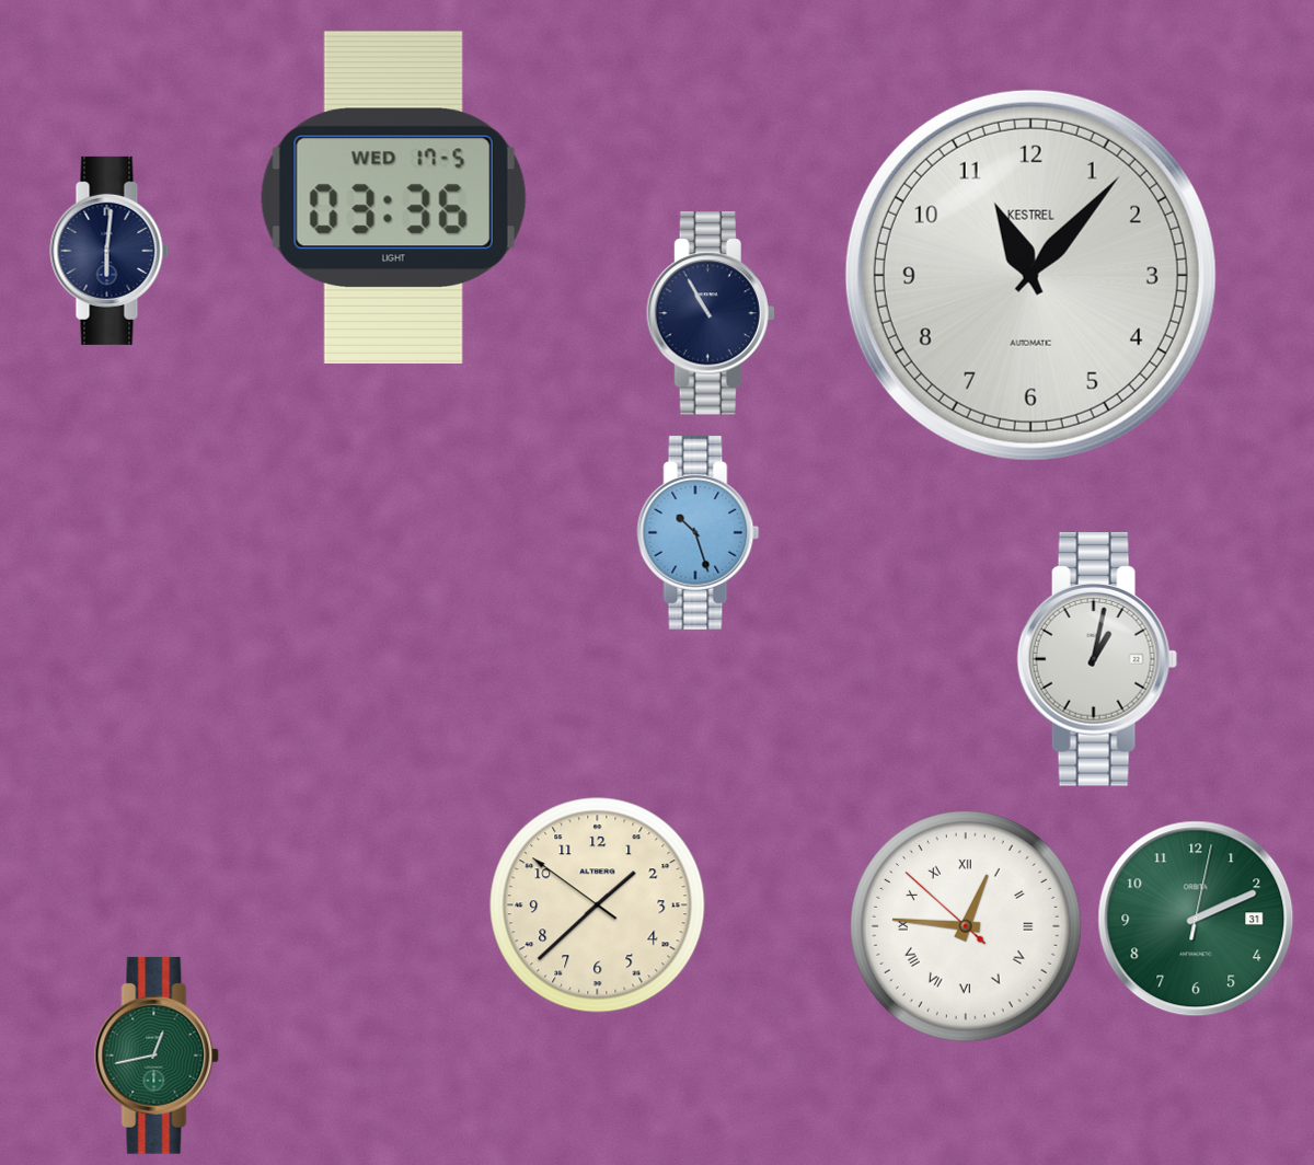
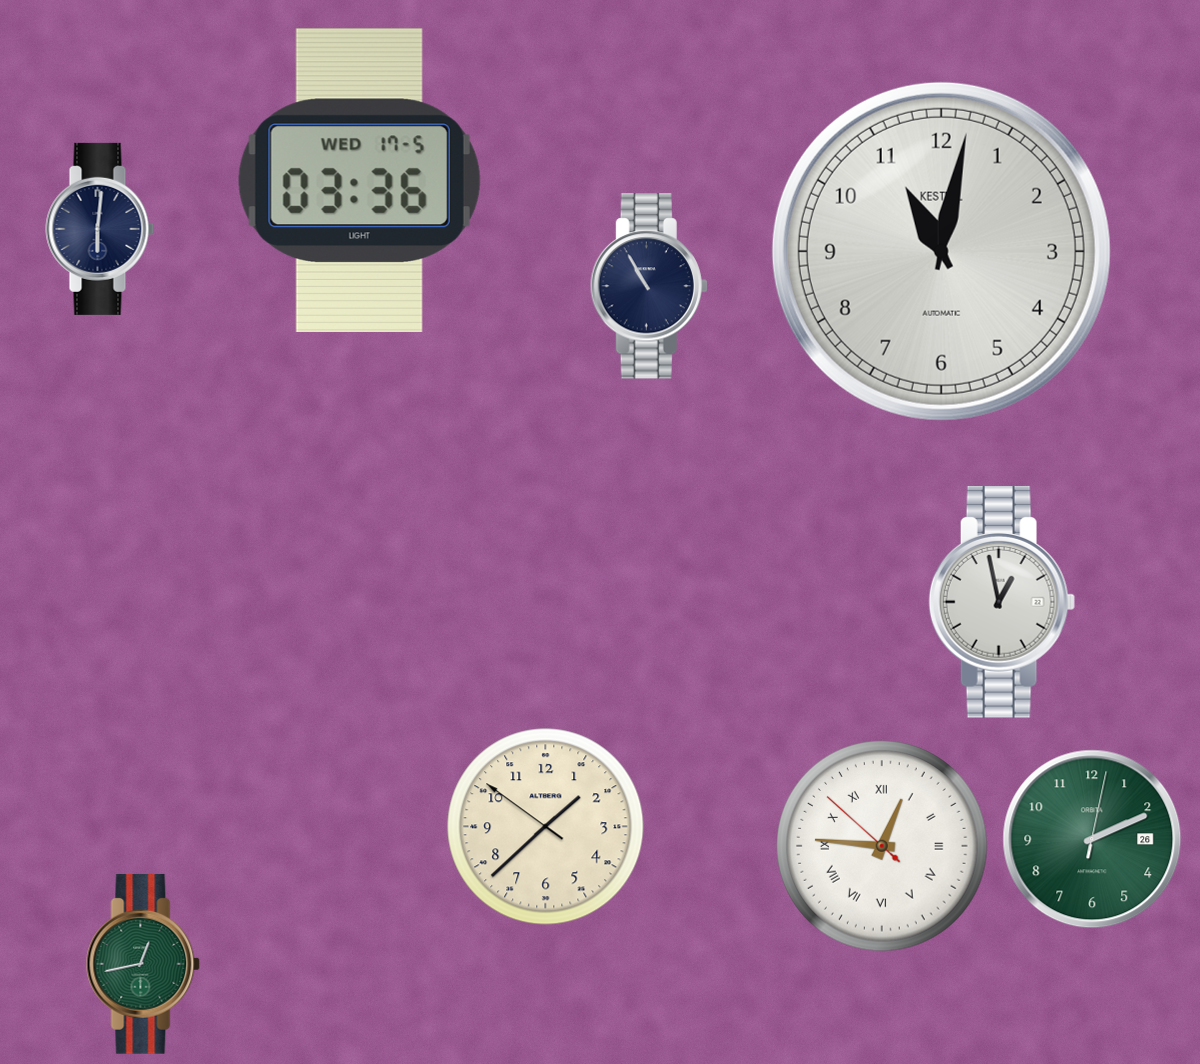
clock at (1030, 275): 11:07 -> 11:02
clock at (699, 532): 10:27 -> none
clock at (1097, 659): 1:02 -> 12:58
clock at (1196, 919) date: 31 -> 26
